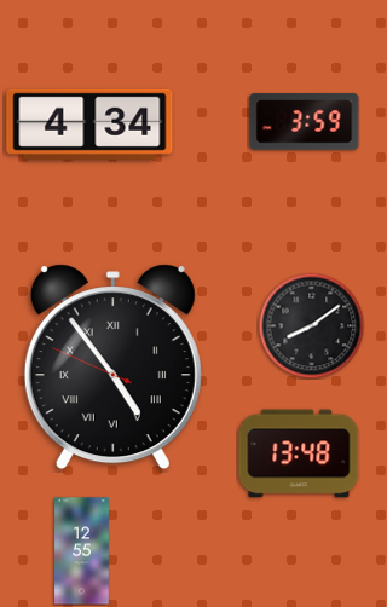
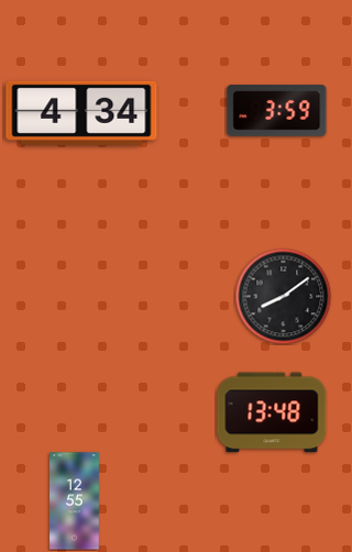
clock at (112, 368): 4:53 -> none
